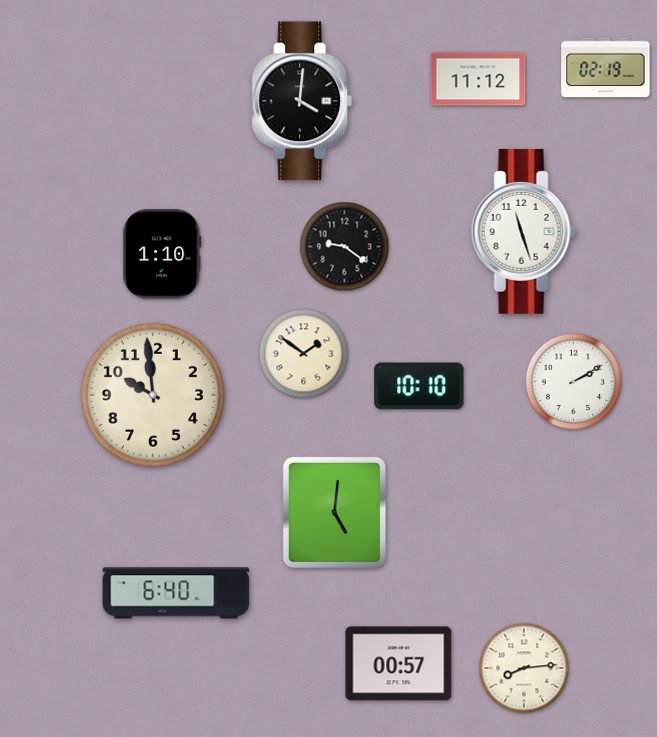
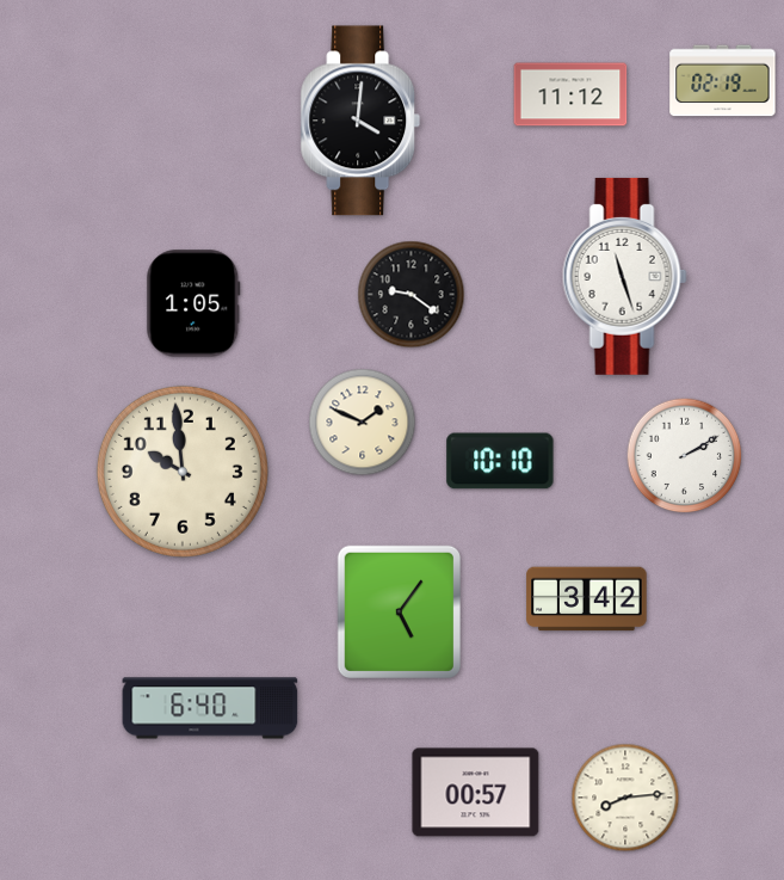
clock at (162, 254): 1:10 -> 1:05
clock at (304, 354): 1:51 -> 1:49
clock at (587, 599): none -> 3:42
clock at (334, 512): 5:01 -> 5:06
